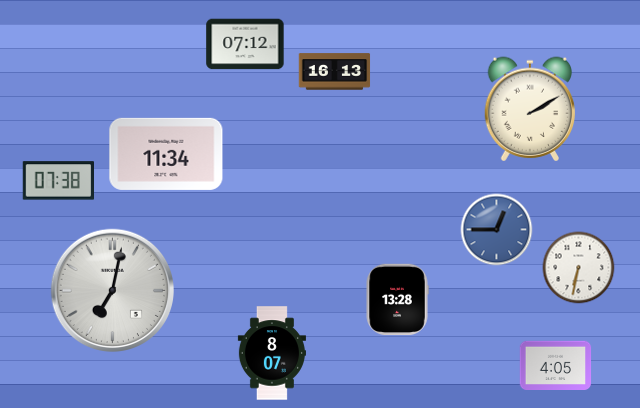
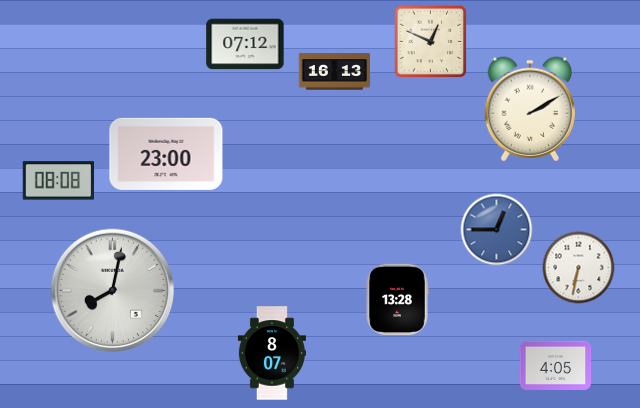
clock at (431, 42): none -> 12:49
clock at (166, 154): 11:34 -> 23:00
clock at (58, 181): 07:38 -> 08:08
clock at (113, 291): 7:02 -> 8:02
